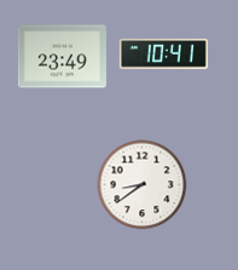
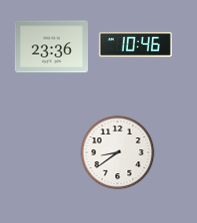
clock at (163, 53): 10:41 -> 10:46
clock at (62, 57): 23:49 -> 23:36
